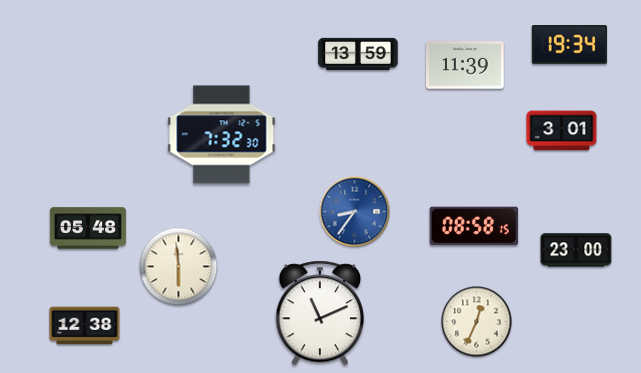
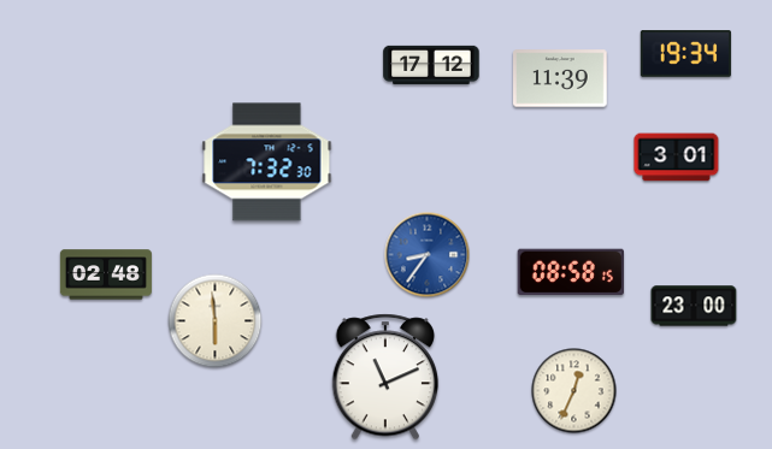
clock at (358, 54): 13:59 -> 17:12
clock at (88, 228): 05:48 -> 02:48
clock at (576, 250) position: (576, 250) -> (694, 306)
clock at (477, 322) position: (477, 322) -> (574, 391)
clock at (85, 326): 12:38 -> none
